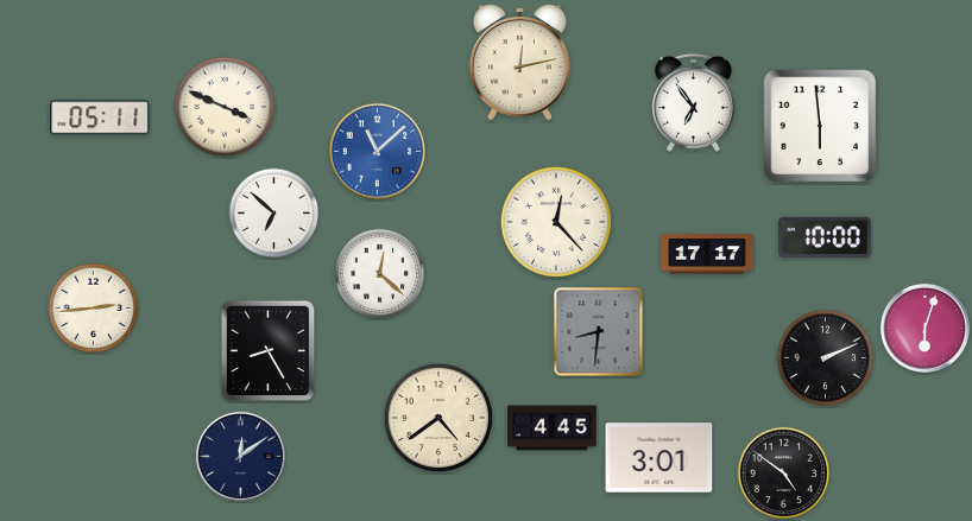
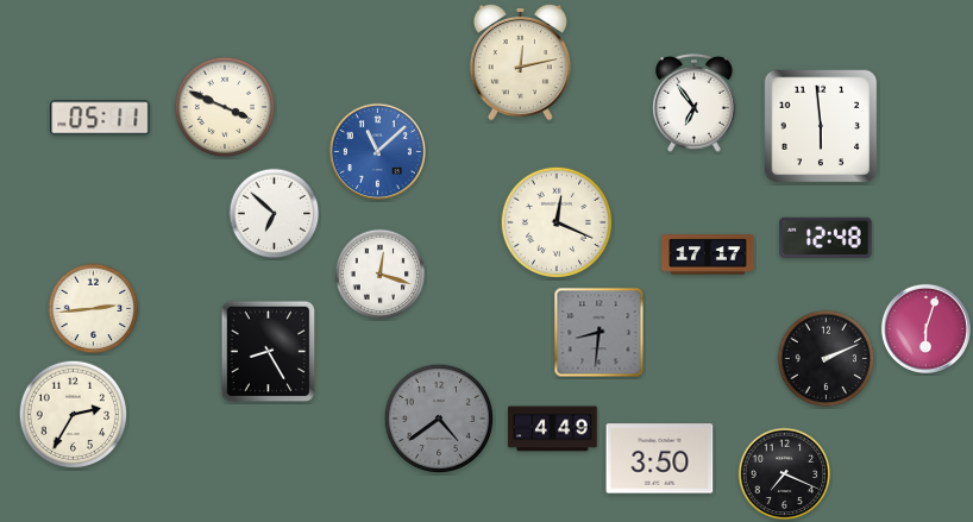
clock at (555, 221): 12:23 -> 12:19
clock at (825, 237): 10:00 -> 12:48
clock at (380, 274): 12:22 -> 12:18
clock at (74, 415): none -> 2:35
clock at (438, 418) dial: cream -> grey
clock at (553, 428): 4:45 -> 4:49
clock at (240, 456): 12:09 -> none
clock at (659, 458): 3:01 -> 3:50
clock at (784, 474): 4:51 -> 7:19
